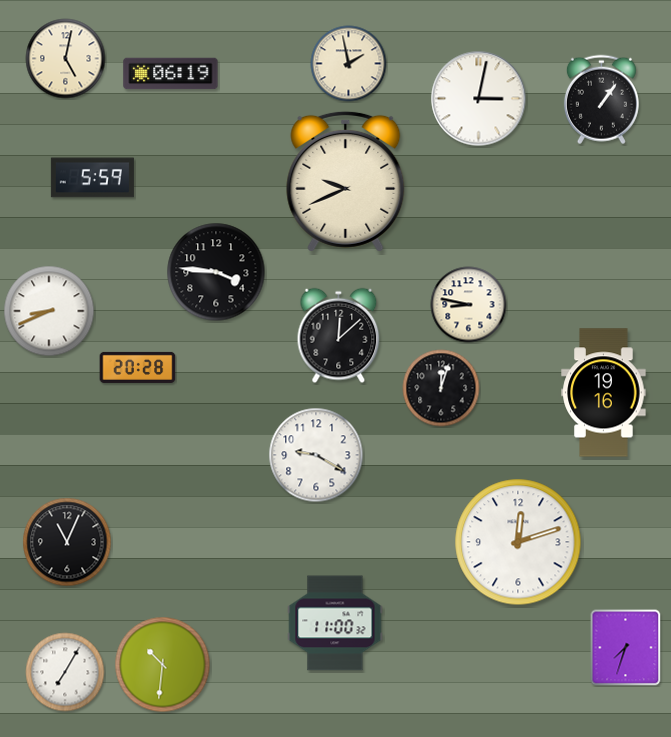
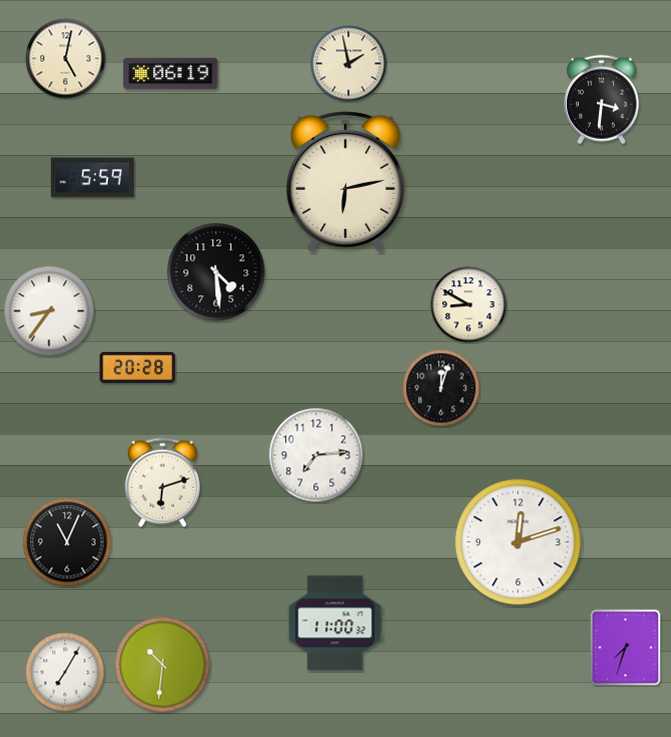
clock at (479, 99): 3:02 -> none
clock at (601, 100): 1:06 -> 3:31
clock at (346, 181): 9:41 -> 6:13
clock at (216, 272): 3:46 -> 4:29
clock at (469, 305): 8:47 -> 8:50
clock at (49, 311): 8:41 -> 8:36
clock at (339, 336): 12:08 -> none
clock at (604, 393): 19:16 -> none
clock at (316, 455): 9:20 -> 7:14
clock at (162, 483): none -> 6:12
